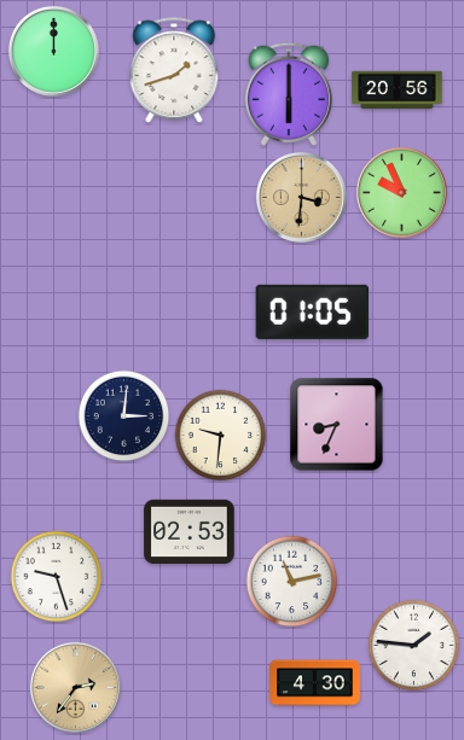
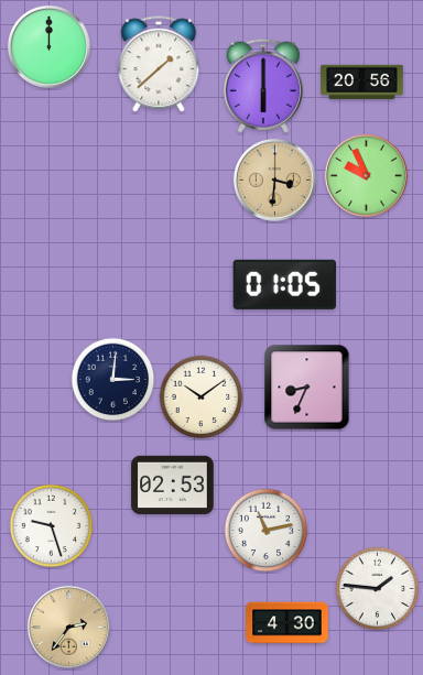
clock at (174, 71): 1:42 -> 1:38
clock at (221, 436): 9:31 -> 10:09
